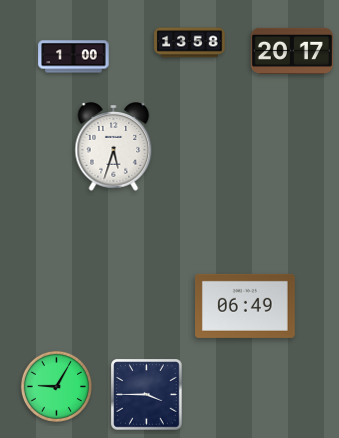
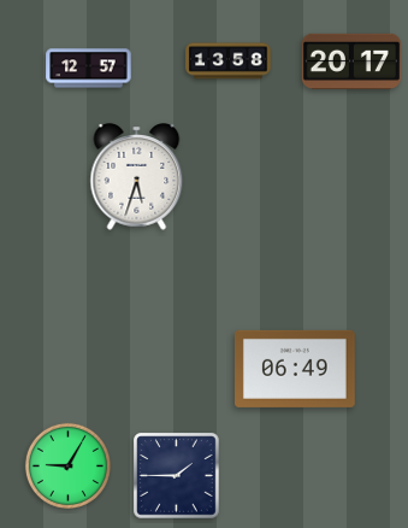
clock at (190, 43) position: (190, 43) -> (229, 61)
clock at (74, 57): 1:00 -> 12:57
clock at (147, 395): 3:45 -> 1:45
